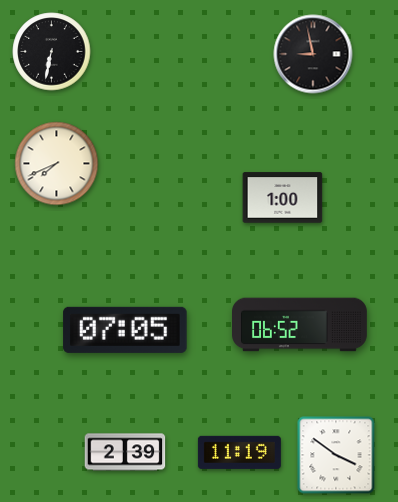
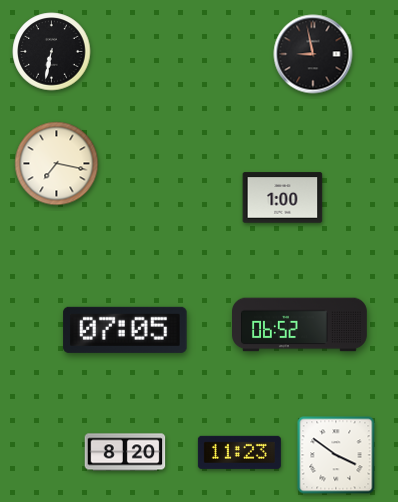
clock at (57, 164): 7:41 -> 7:17
clock at (125, 452): 2:39 -> 8:20
clock at (239, 452): 11:19 -> 11:23
